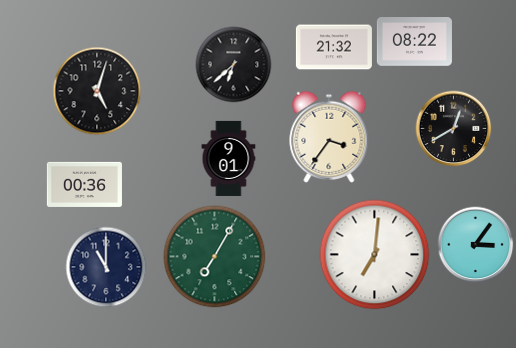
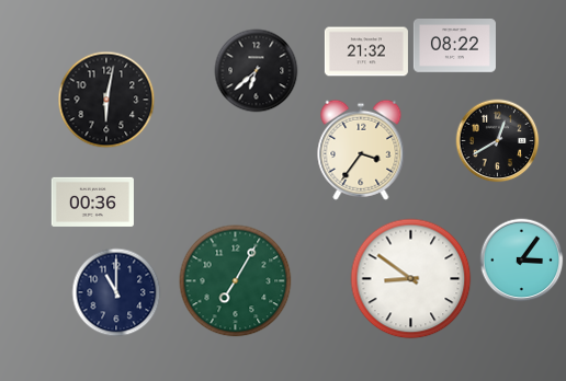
clock at (97, 91): 5:03 -> 6:02
clock at (229, 158): 9:01 -> none
clock at (476, 245) position: (476, 245) -> (522, 261)
clock at (375, 255): 7:01 -> 8:51
